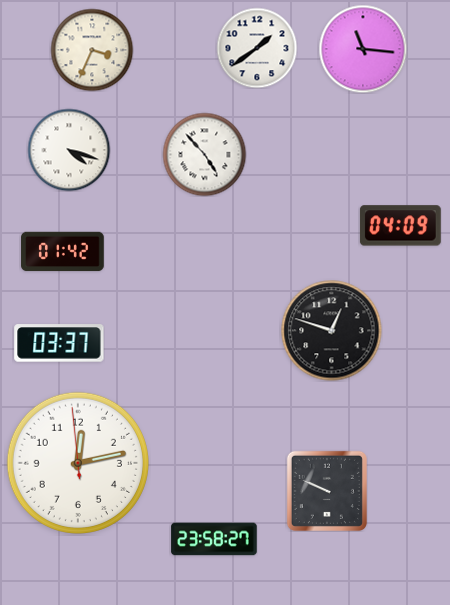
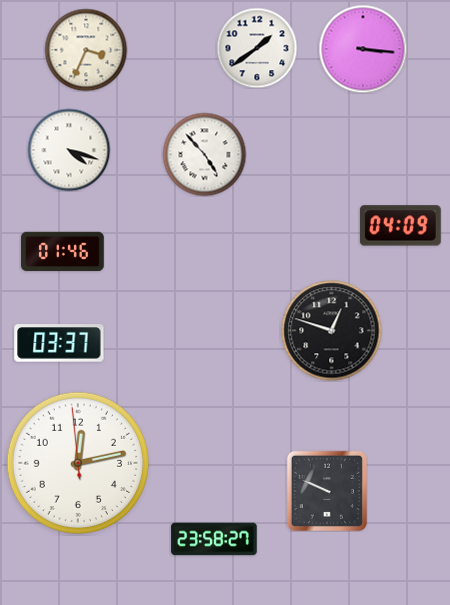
clock at (363, 49): 11:16 -> 3:16
clock at (92, 50) position: (92, 50) -> (86, 50)
clock at (63, 252): 01:42 -> 01:46
